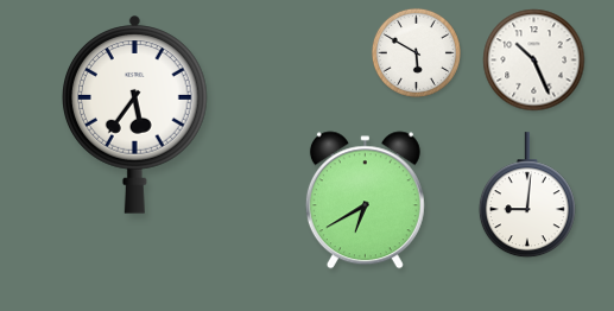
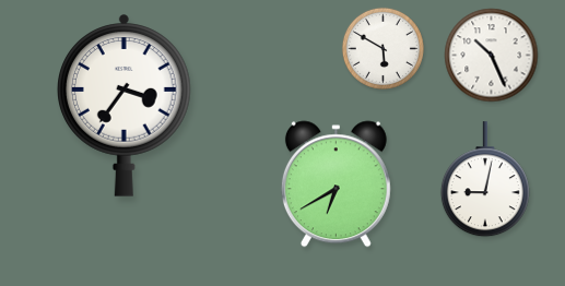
clock at (135, 114): 5:36 -> 3:36
clock at (527, 196): 9:01 -> 9:02
